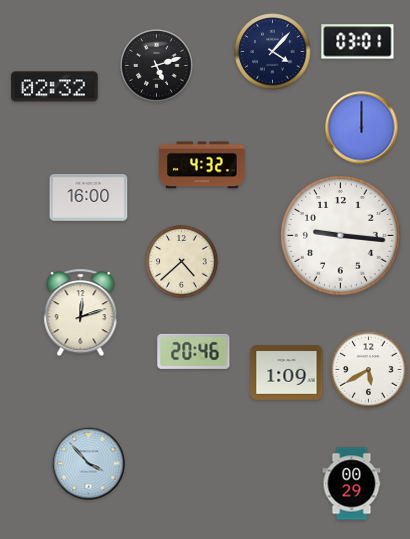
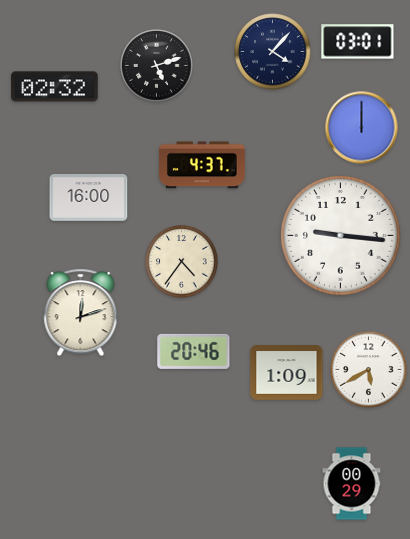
clock at (203, 165): 4:32 -> 4:37
clock at (182, 262): 4:38 -> 4:36
clock at (89, 464): 3:53 -> none
